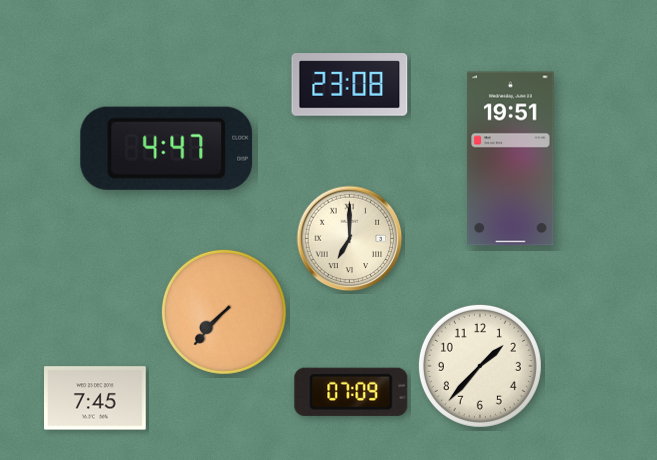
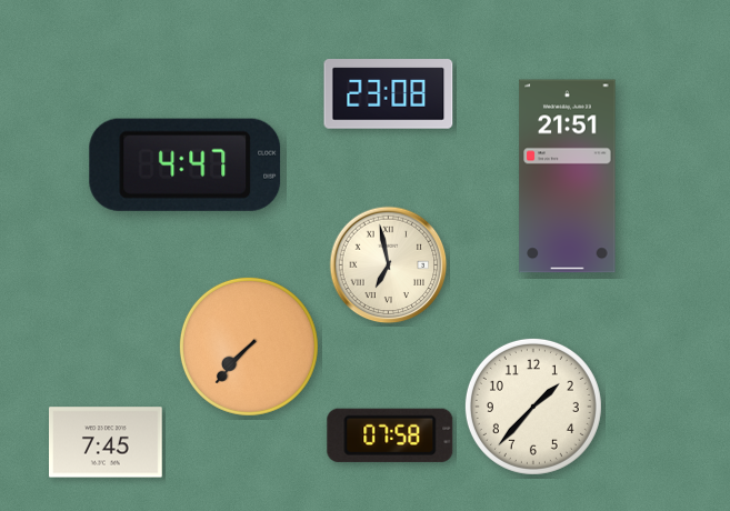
clock at (511, 159): 19:51 -> 21:51
clock at (350, 239): 7:00 -> 6:58
clock at (351, 392): 07:09 -> 07:58
